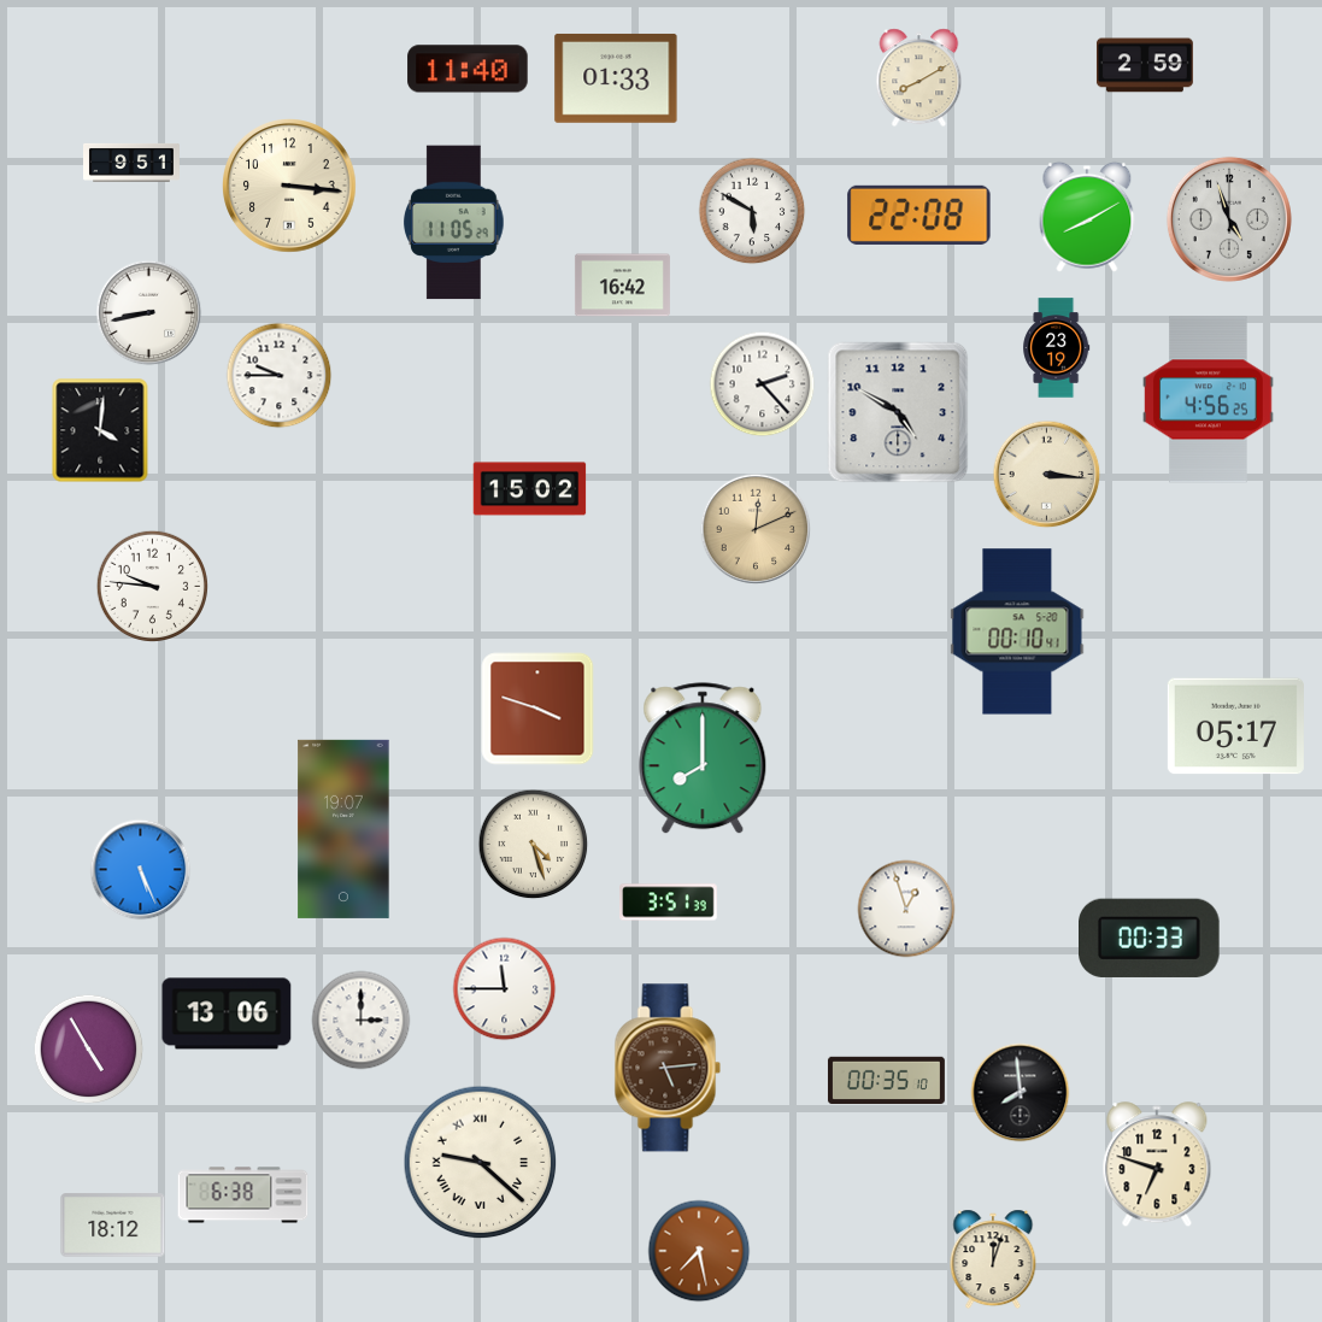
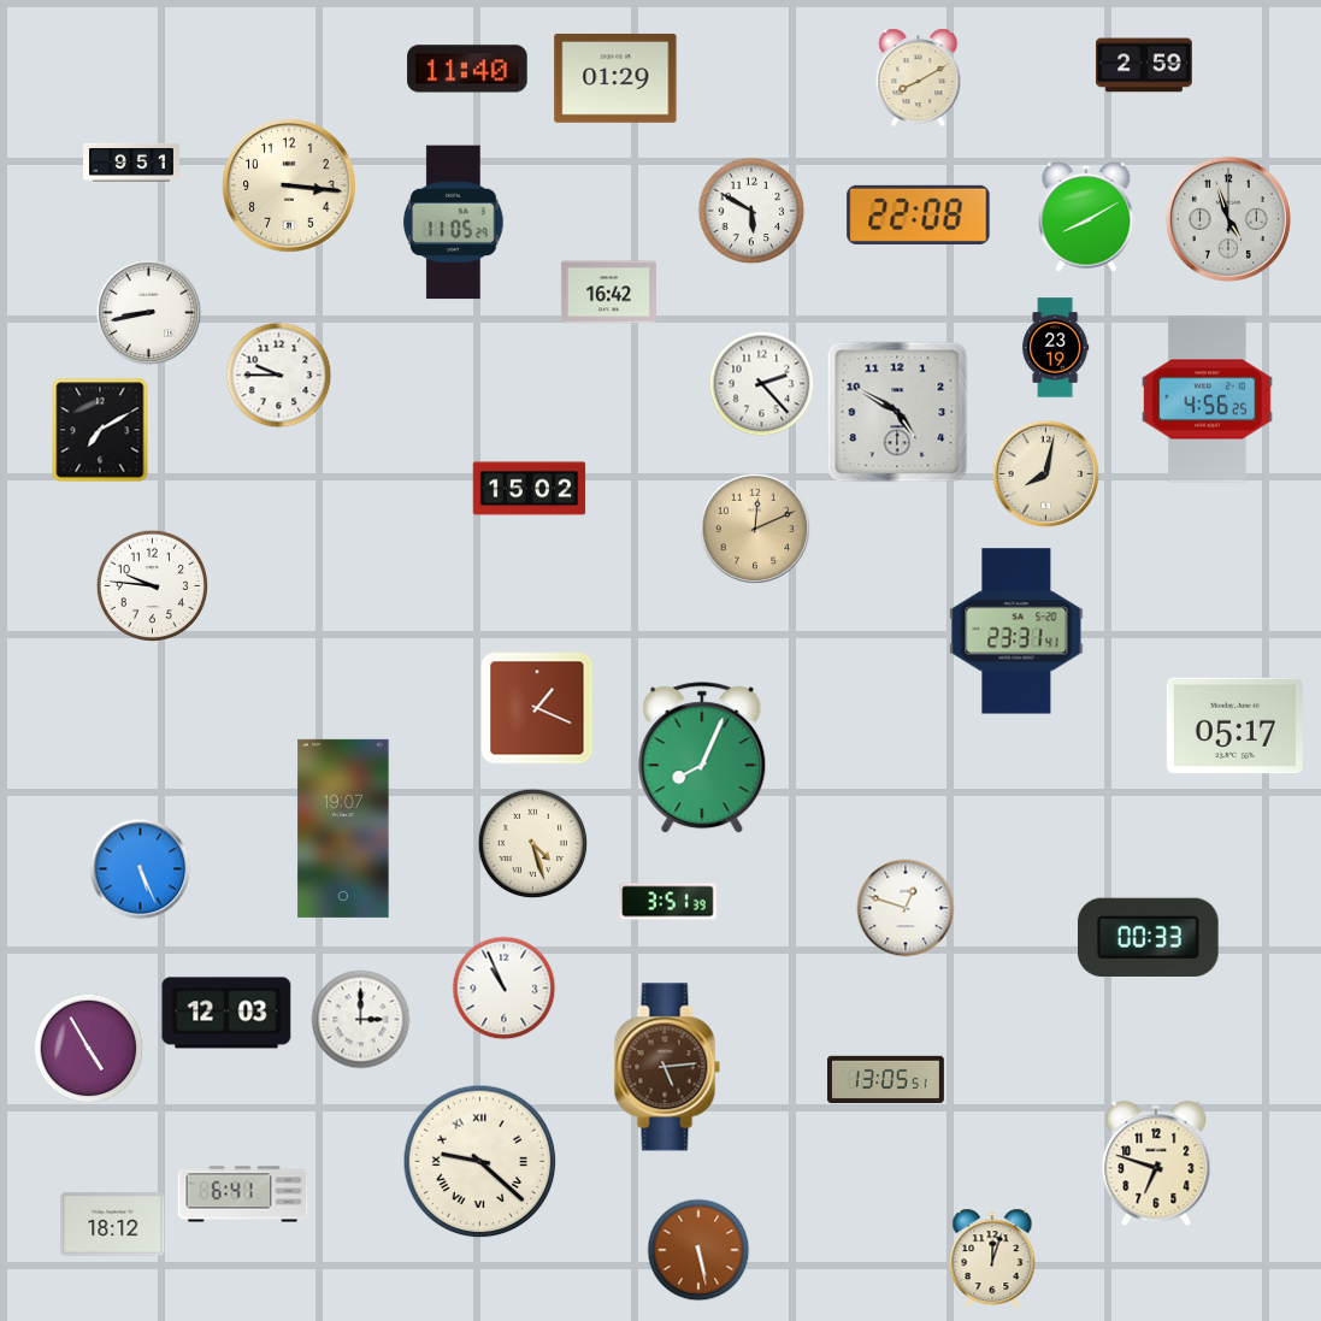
clock at (616, 78): 01:33 -> 01:29
clock at (622, 286) position: (622, 286) -> (608, 293)
clock at (100, 430): 4:01 -> 7:10
clock at (1047, 475): 3:16 -> 8:02
clock at (1017, 631): 00:10 -> 23:31
clock at (537, 709): 3:48 -> 1:19
clock at (703, 759): 8:00 -> 8:04
clock at (906, 909): 12:57 -> 12:48
clock at (505, 989): 11:45 -> 10:56
clock at (227, 1013): 13:06 -> 12:03
clock at (886, 1081): 00:35 -> 13:05
clock at (1021, 1093): 7:59 -> none
clock at (243, 1195): 6:38 -> 6:41
clock at (699, 1251): 7:28 -> 5:28
